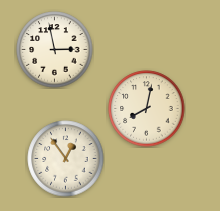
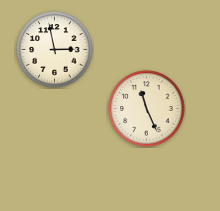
clock at (147, 109): 8:02 -> 11:26
clock at (66, 159): 12:54 -> none
